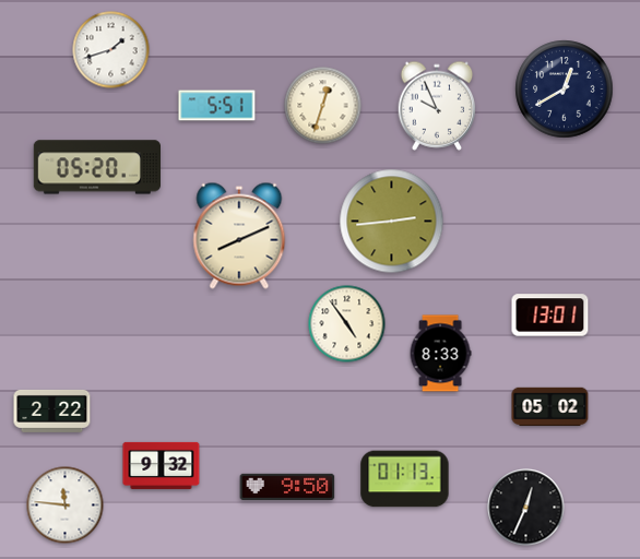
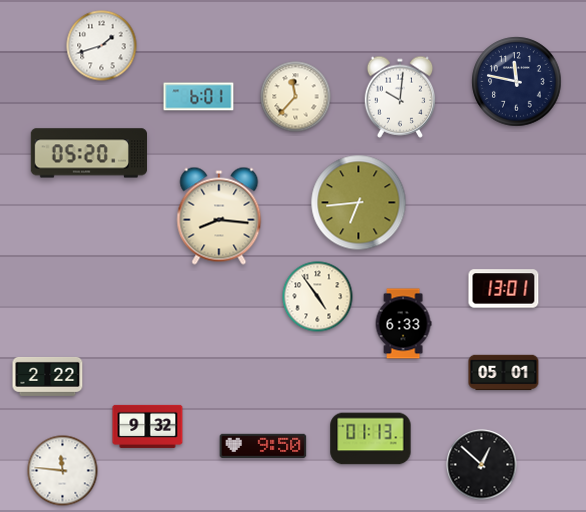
clock at (565, 90): 12:40 -> 11:47
clock at (217, 106): 5:51 -> 6:01
clock at (323, 106): 12:33 -> 11:37
clock at (437, 106): 9:56 -> 10:01
clock at (392, 222): 2:44 -> 6:44
clock at (239, 236): 8:11 -> 8:16
clock at (440, 354): 8:33 -> 6:33
clock at (550, 407): 05:02 -> 05:01
clock at (66, 506) position: (66, 506) -> (63, 471)
clock at (526, 508): 12:34 -> 12:52
